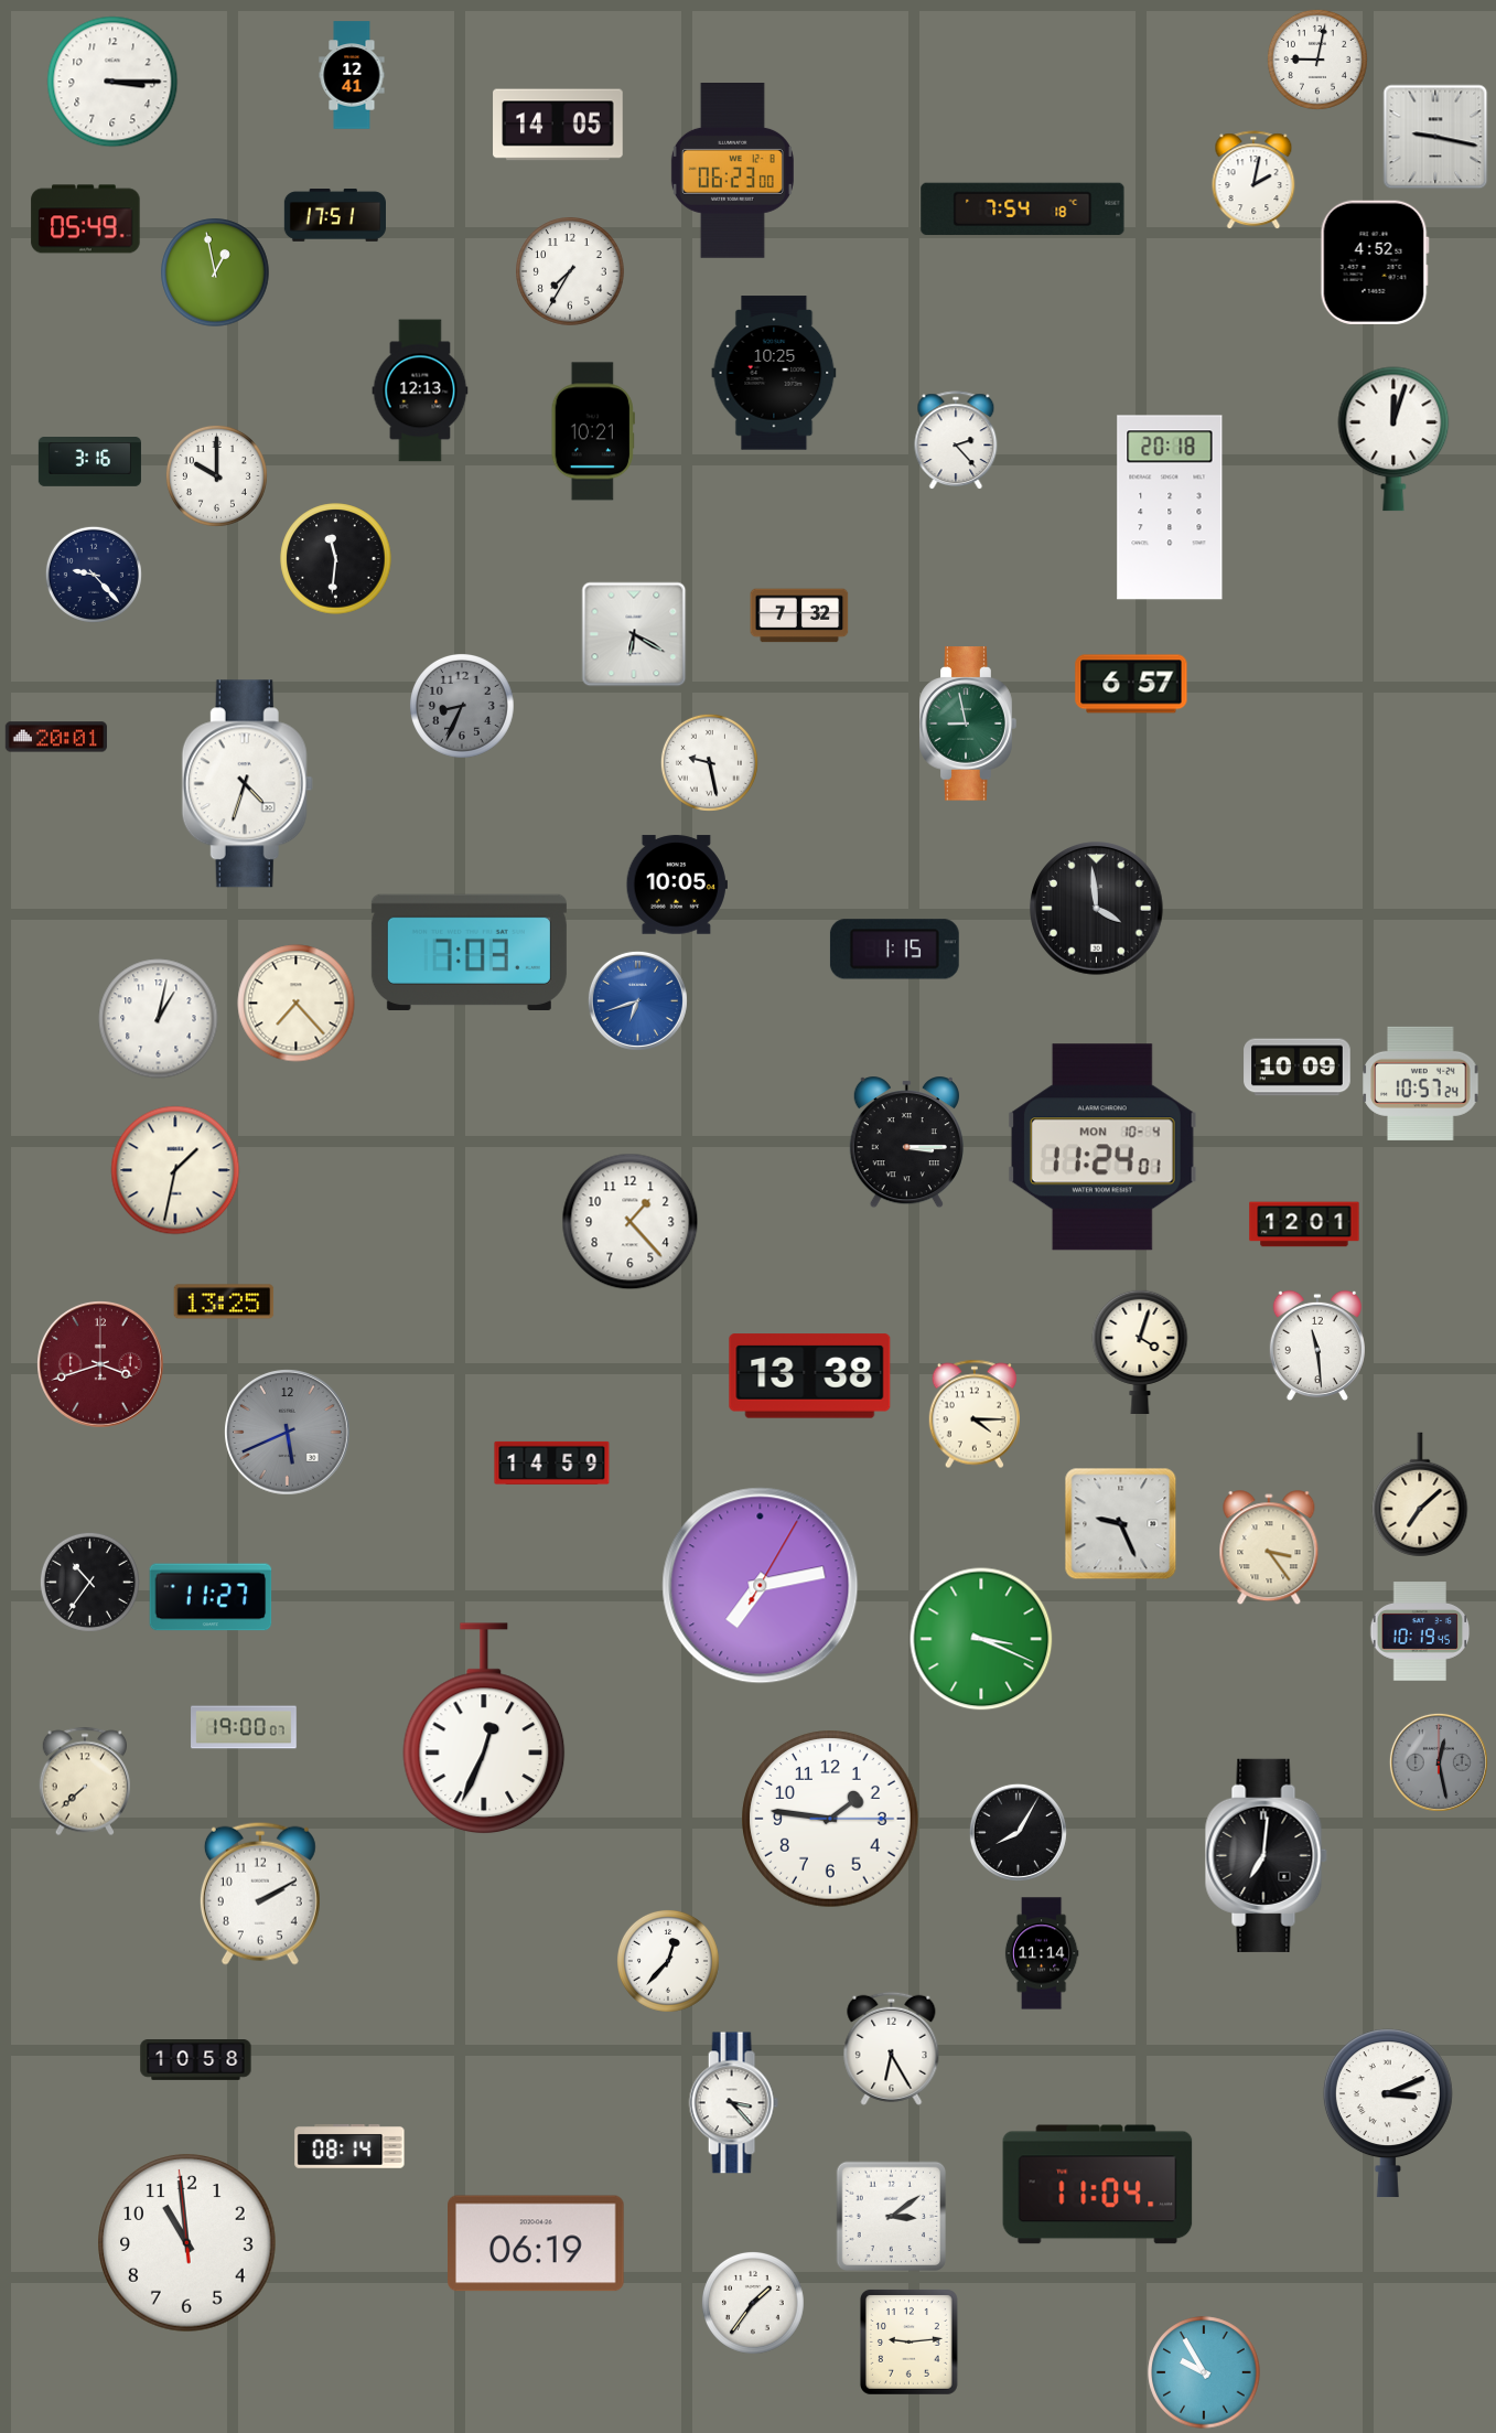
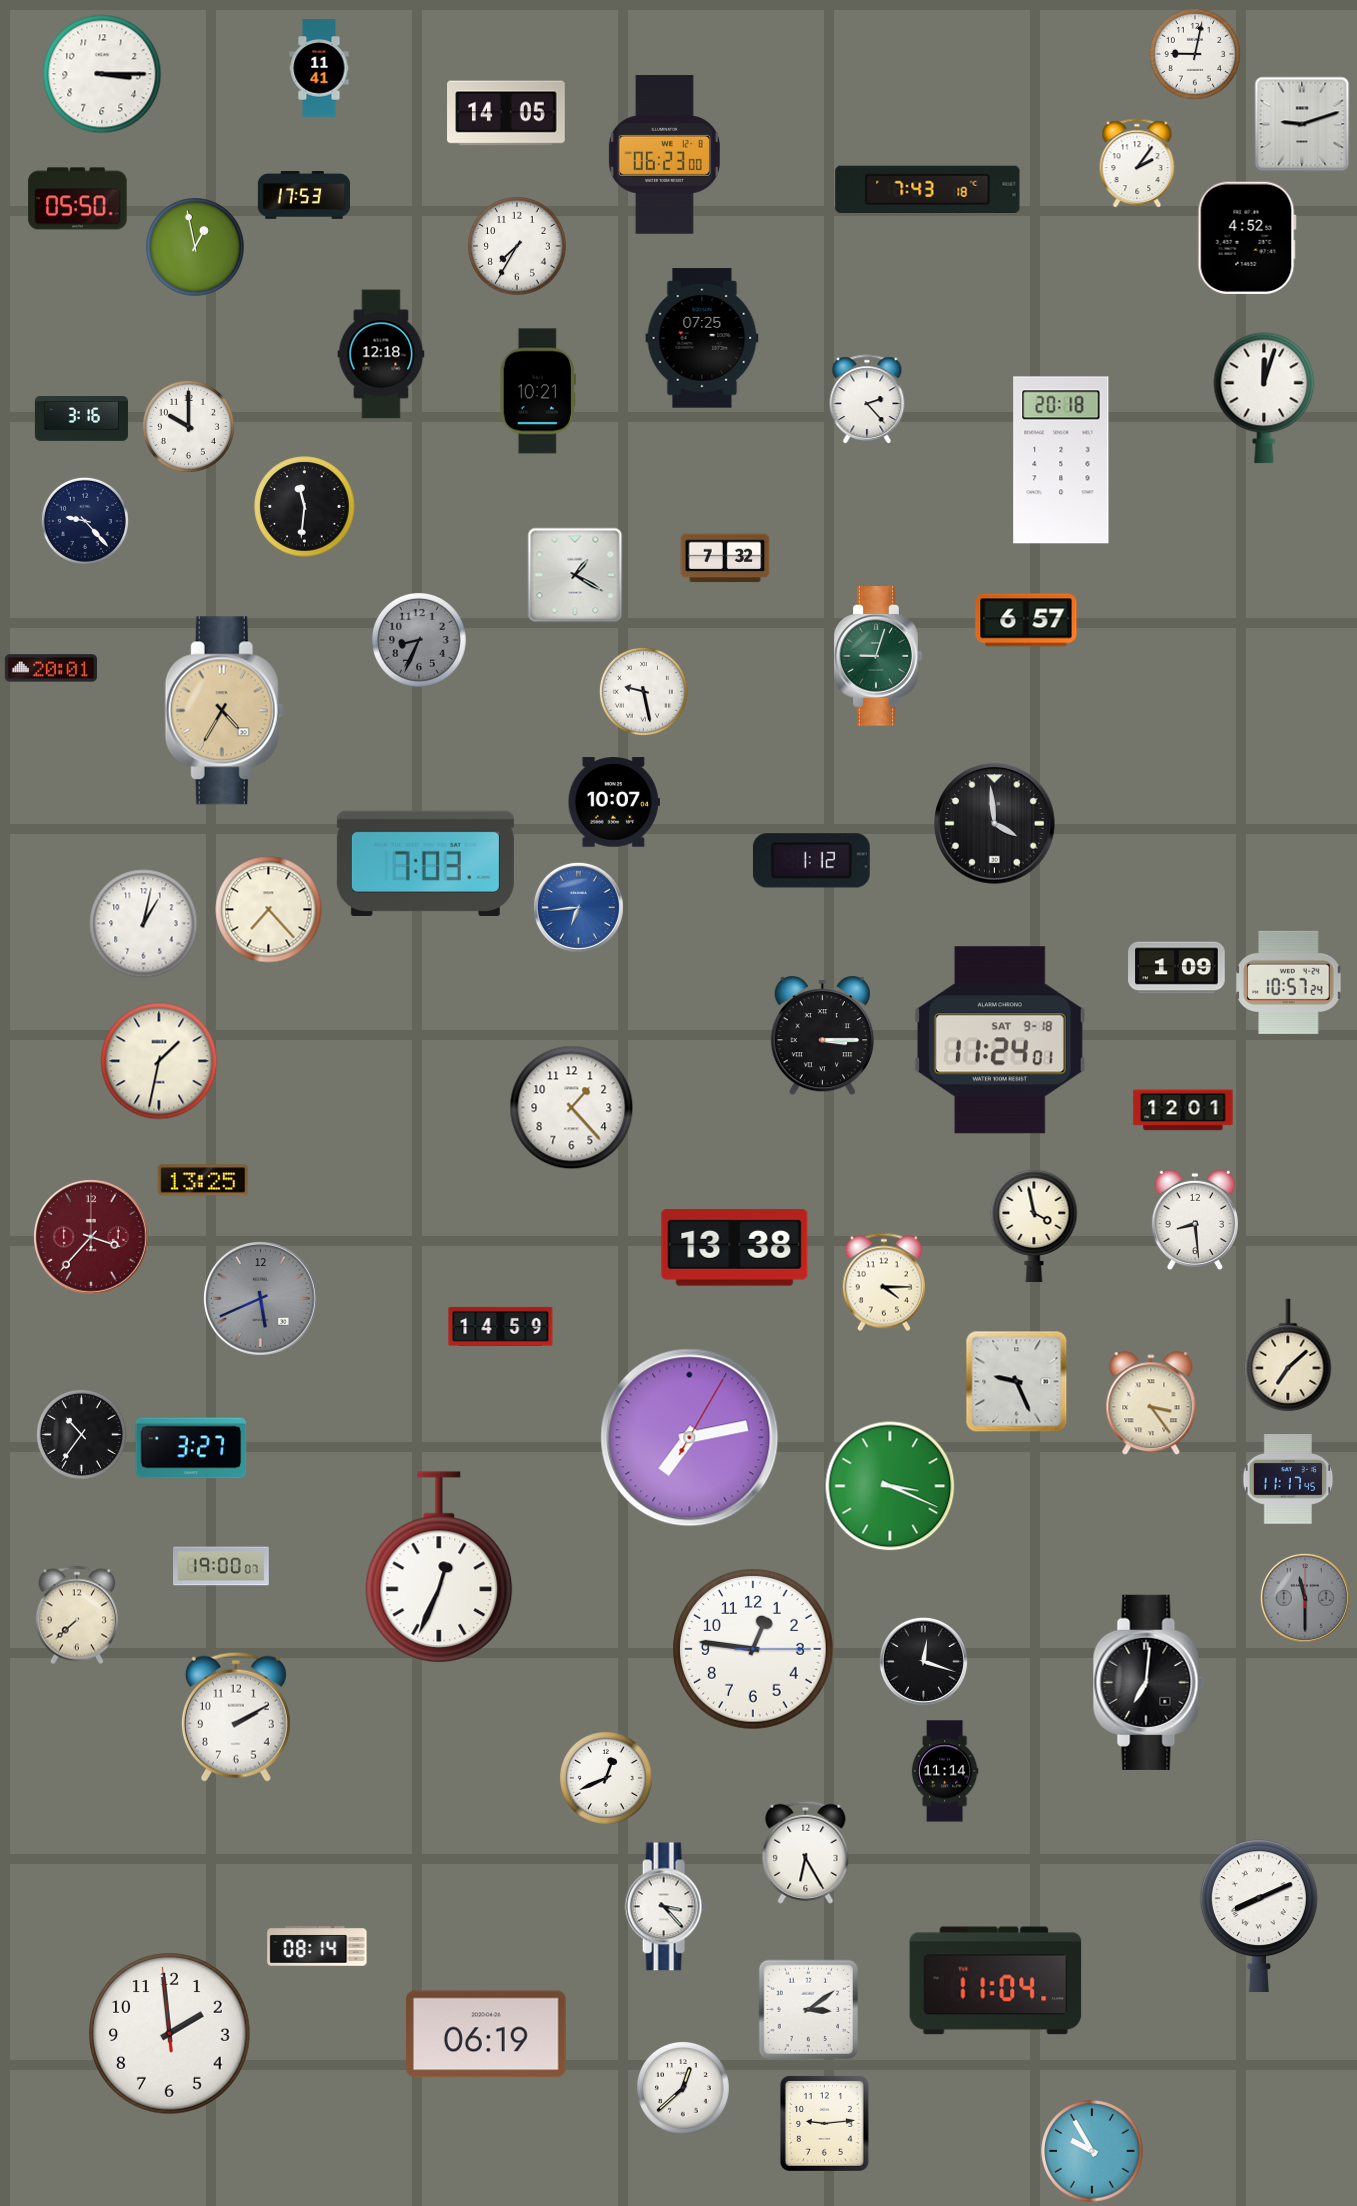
clock at (352, 75): 12:41 -> 11:41
clock at (1435, 137): 9:17 -> 9:12
clock at (1253, 181): 2:02 -> 2:06
clock at (1023, 210): 7:54 -> 7:43
clock at (334, 215): 17:51 -> 17:53
clock at (86, 219): 05:49 -> 05:50
clock at (774, 373): 10:25 -> 07:25
clock at (420, 390): 12:13 -> 12:18
clock at (216, 475) position: (216, 475) -> (188, 426)
clock at (634, 634): 6:20 -> 1:20
clock at (968, 724): 8:58 -> 9:03
clock at (247, 784): 4:33 -> 4:35
clock at (247, 784) dial: white -> champagne
clock at (677, 885): 10:05 -> 10:07
clock at (894, 950): 1:15 -> 1:12
clock at (637, 1000): 6:42 -> 6:44
clock at (1298, 1068): 10:09 -> 1:09
clock at (1102, 1147) date: MON 10-4 -> SAT 9-18
clock at (1317, 1346): 11:29 -> 8:29
clock at (1140, 1351): 4:03 -> 3:58
clock at (101, 1365): 3:42 -> 3:37
clock at (211, 1597): 11:27 -> 3:27
clock at (1420, 1631): 10:19 -> 11:17
clock at (1439, 1762): 12:28 -> 11:30
clock at (830, 1819): 1:46 -> 12:46
clock at (1018, 1832): 8:05 -> 12:18
clock at (668, 1961): 12:37 -> 12:41
clock at (892, 2048) position: (892, 2048) -> (806, 1852)
clock at (196, 2060): 10:58 -> none
clock at (1388, 2113): 3:11 -> 8:11
clock at (187, 2243): 10:58 -> 1:58
clock at (753, 2303): 1:36 -> 12:38
